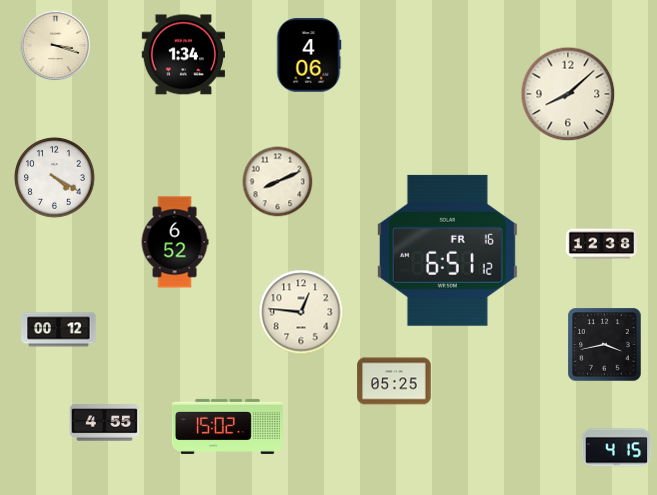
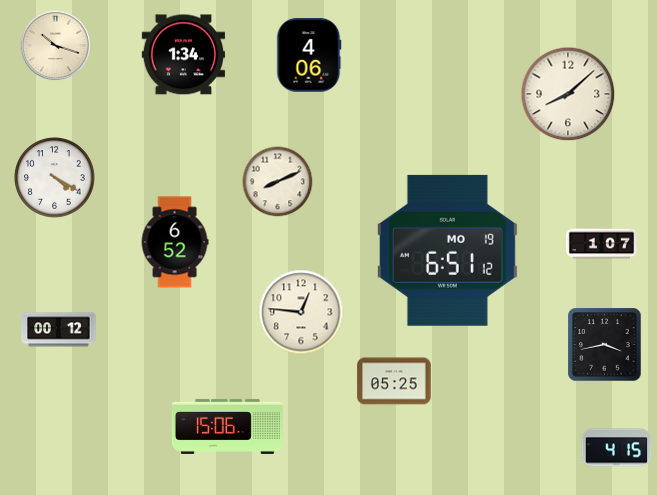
clock at (56, 46): 3:18 -> 10:18
clock at (601, 244): 12:38 -> 1:07
clock at (447, 250) date: FR 16 -> MO 19
clock at (105, 423): 4:55 -> none
clock at (227, 426): 15:02 -> 15:06
